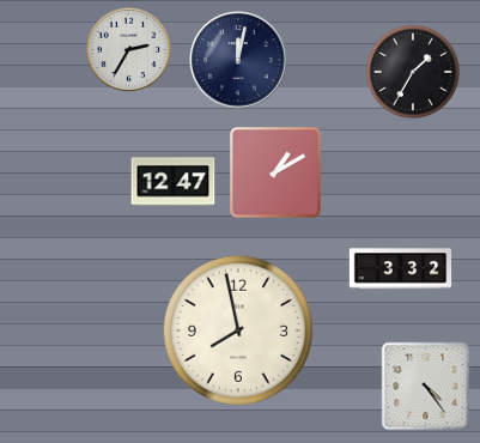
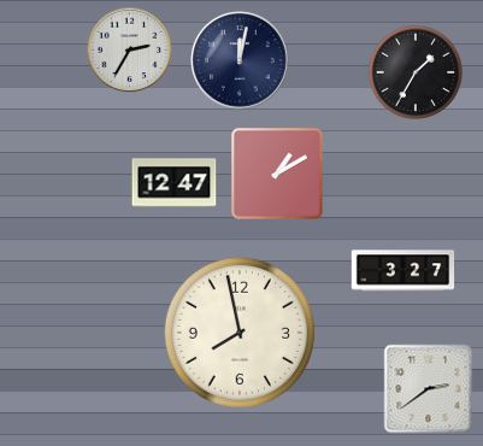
clock at (401, 269): 3:32 -> 3:27
clock at (426, 387): 4:24 -> 2:39
